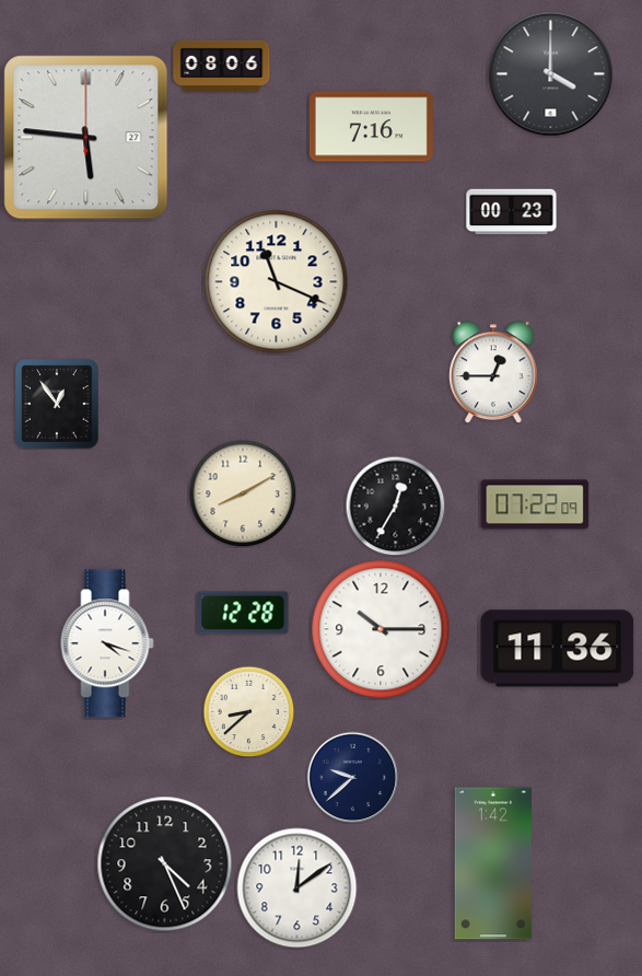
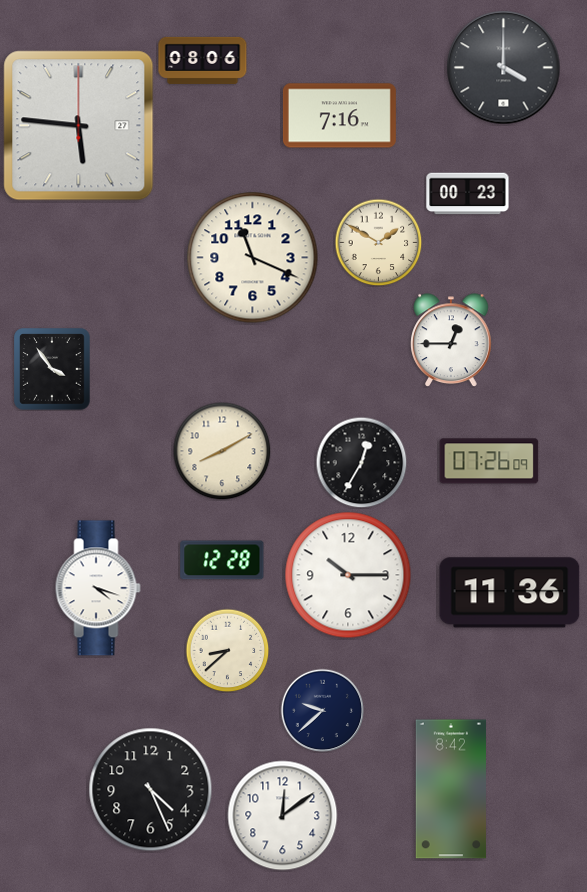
clock at (378, 242): none -> 1:50
clock at (57, 404): 12:54 -> 3:54
clock at (535, 504): 07:22 -> 07:26
clock at (493, 863): 1:42 -> 8:42
clock at (297, 888) position: (297, 888) -> (283, 816)
